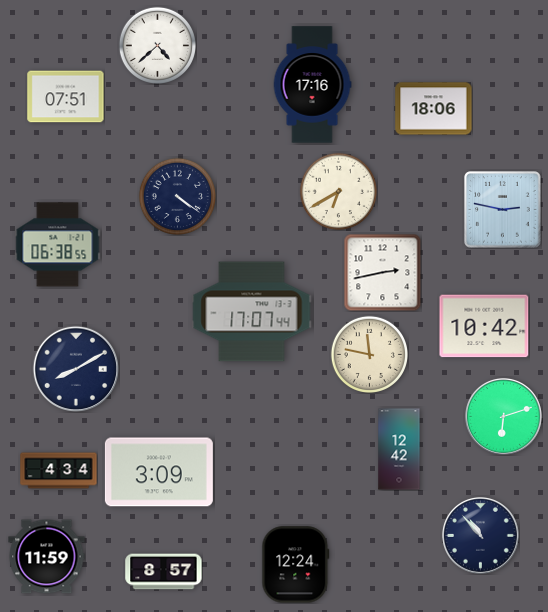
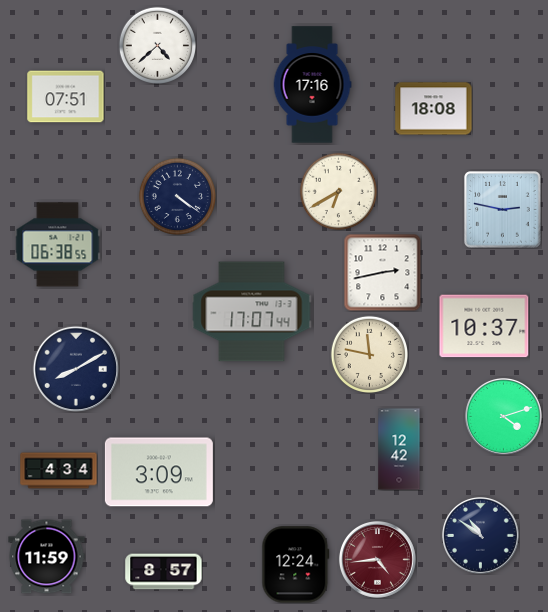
clock at (434, 109): 18:06 -> 18:08
clock at (484, 326): 10:42 -> 10:37
clock at (503, 416): 6:12 -> 4:12
clock at (480, 535): 10:53 -> 10:51
clock at (377, 559): none -> 4:44
